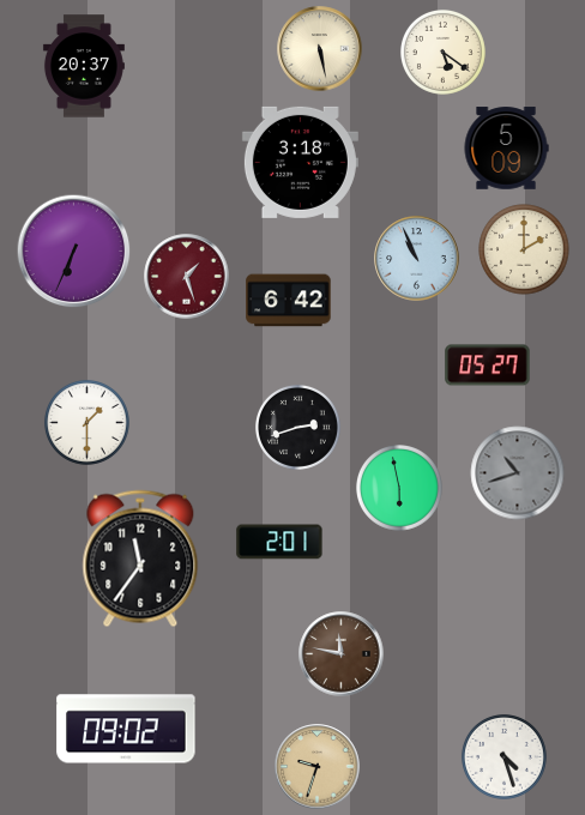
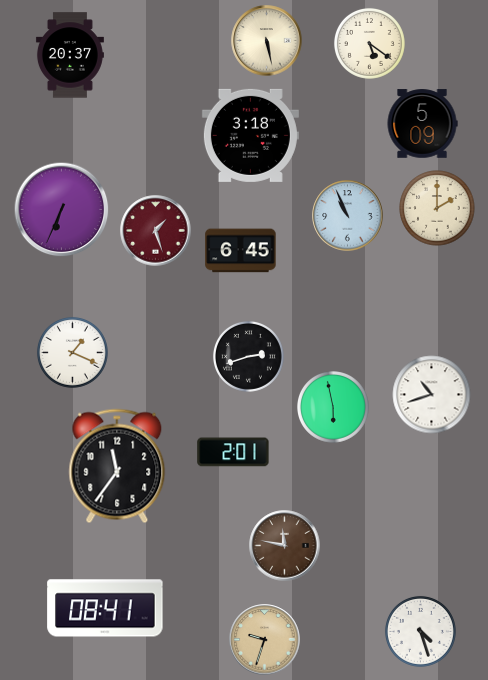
clock at (289, 301): 6:42 -> 6:45
clock at (488, 366): 05:27 -> none
clock at (86, 422): 1:30 -> 1:19
clock at (518, 473) dial: grey -> white
clock at (126, 729): 09:02 -> 08:41
